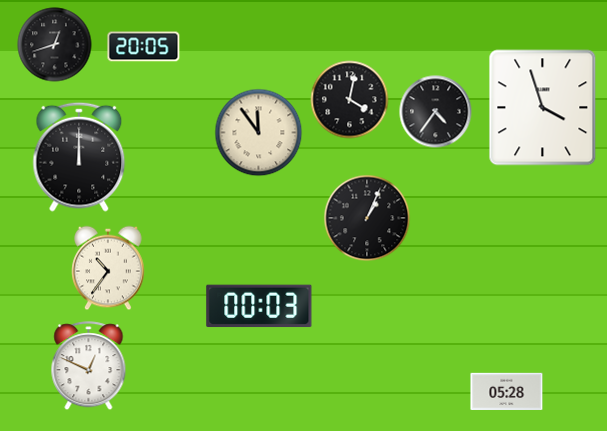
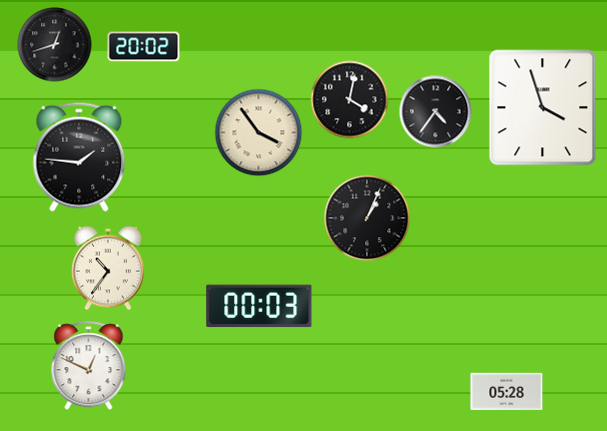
clock at (144, 47): 20:05 -> 20:02
clock at (259, 133): 11:54 -> 3:54
clock at (79, 157): 12:00 -> 1:46
